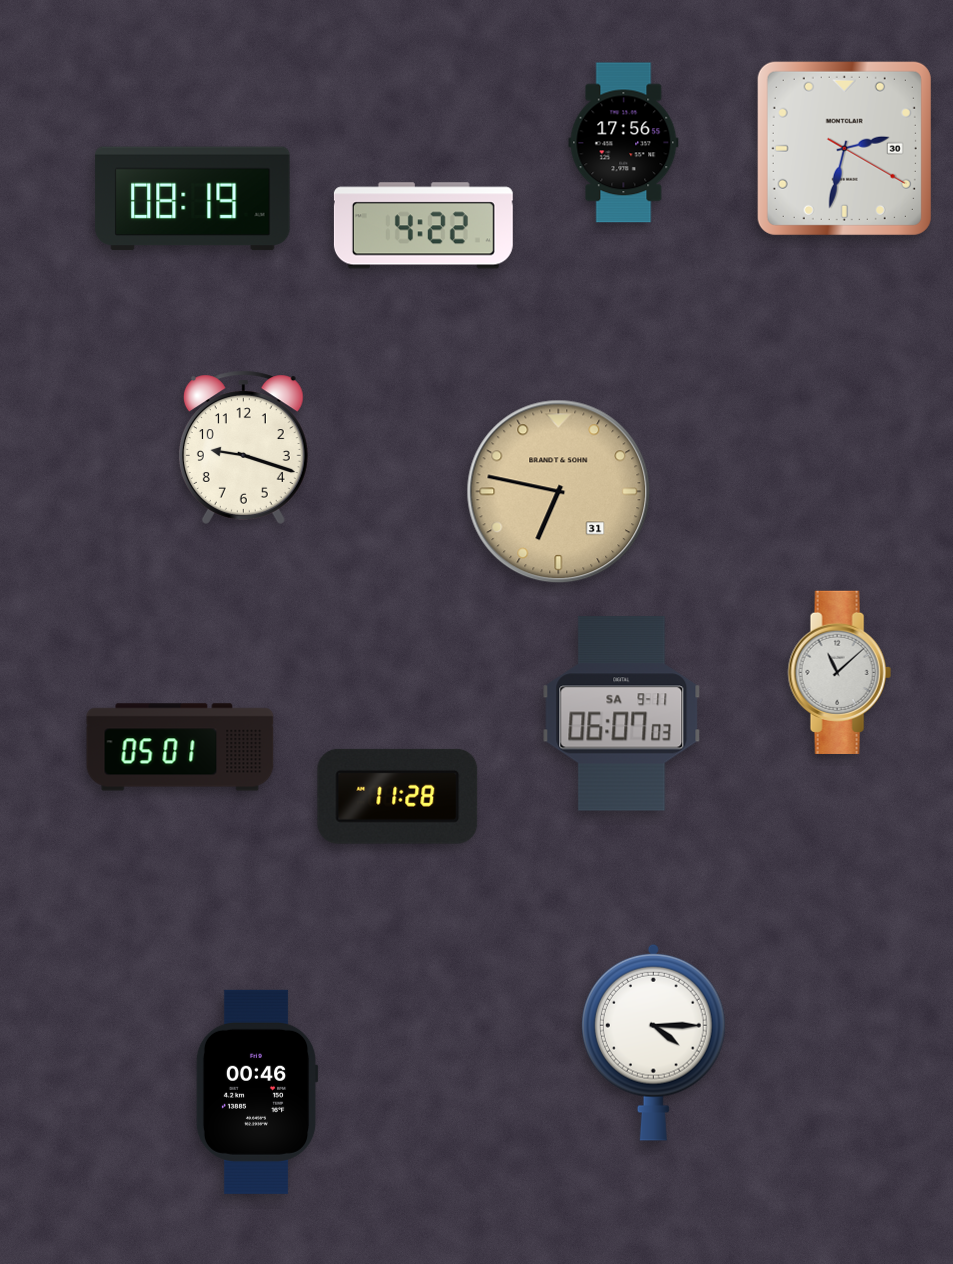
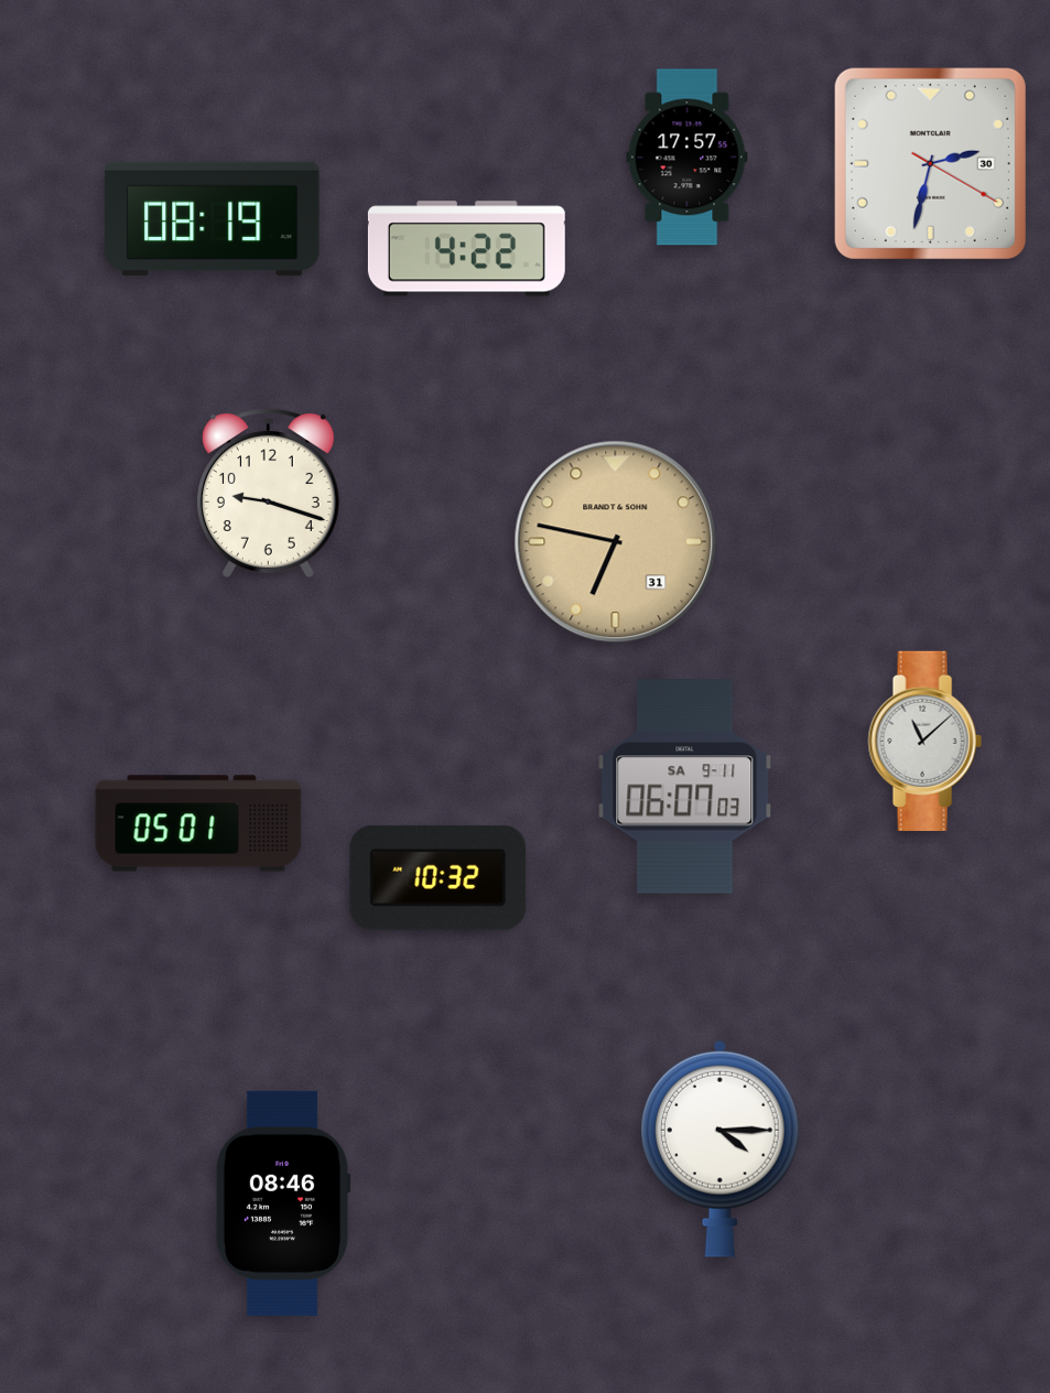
clock at (624, 143): 17:56 -> 17:57
clock at (398, 796): 11:28 -> 10:32
clock at (257, 1092): 00:46 -> 08:46
